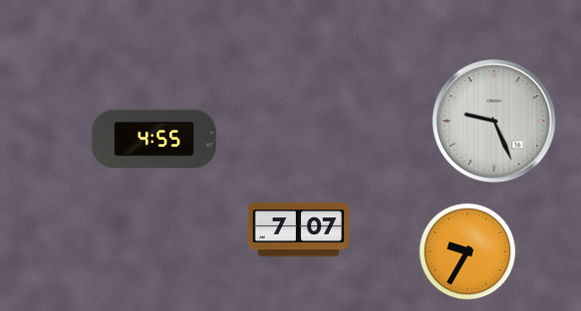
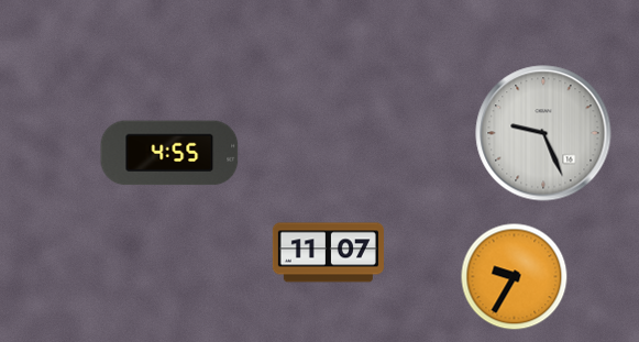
clock at (298, 230): 7:07 -> 11:07
